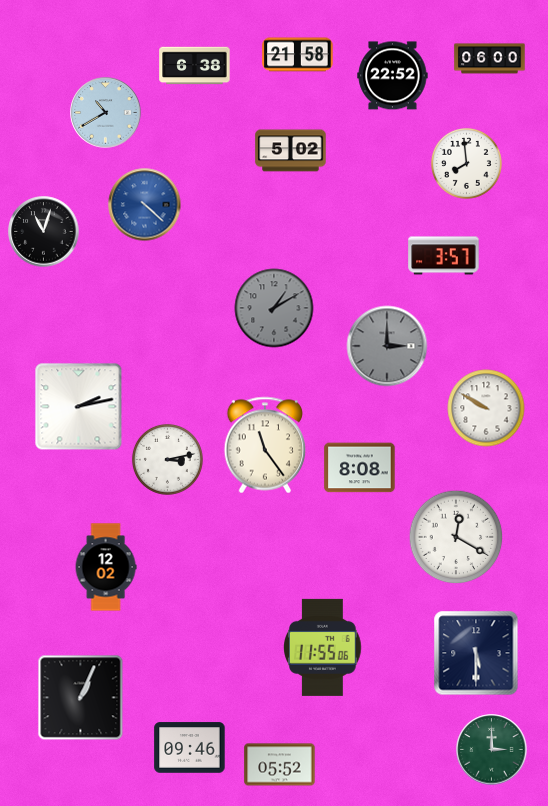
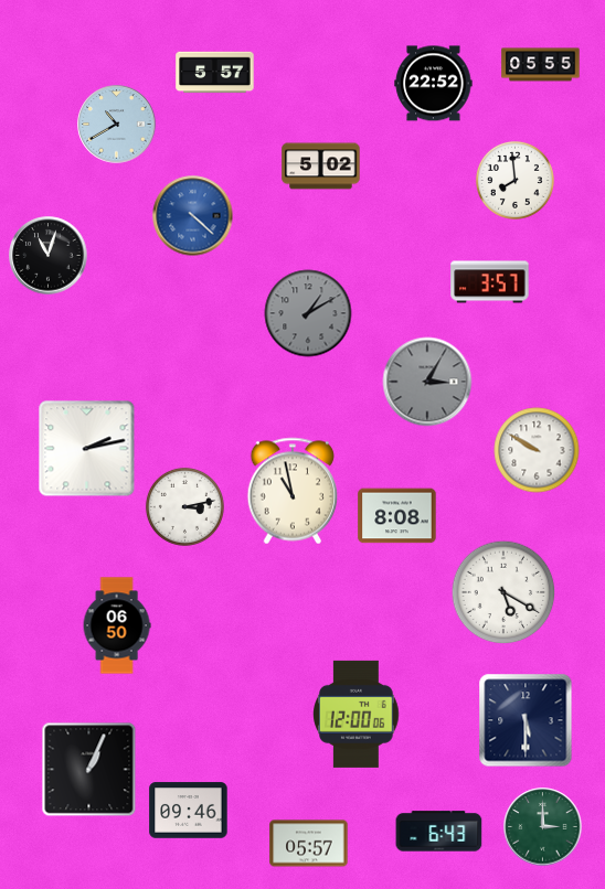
clock at (298, 55): 21:58 -> none
clock at (490, 59): 06:00 -> 05:55
clock at (195, 66): 6:38 -> 5:57
clock at (145, 205) position: (145, 205) -> (193, 216)
clock at (274, 308) position: (274, 308) -> (308, 313)
clock at (387, 346): 3:00 -> 3:05
clock at (265, 445): 11:24 -> 10:58
clock at (456, 537): 12:20 -> 5:20
clock at (106, 567): 12:02 -> 06:50
clock at (323, 647): 11:55 -> 12:00
clock at (190, 748) position: (190, 748) -> (189, 811)
clock at (439, 832): none -> 6:43
clock at (280, 765): 05:52 -> 05:57
